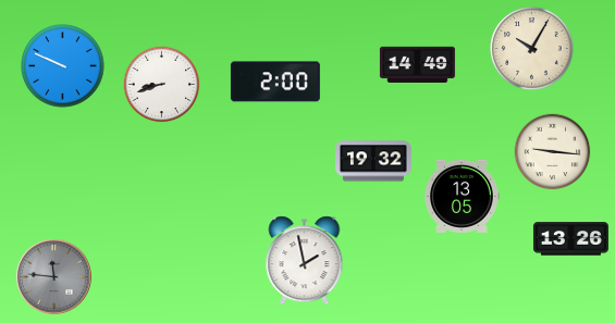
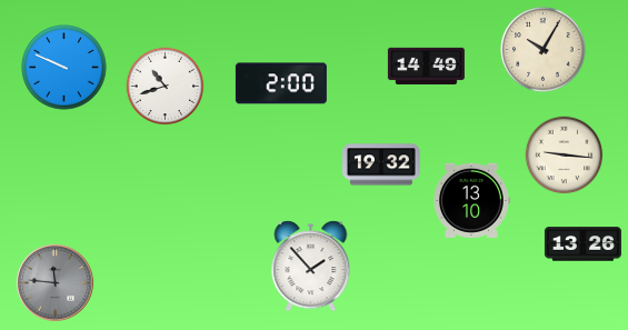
clock at (162, 85): 8:42 -> 10:42
clock at (463, 196): 13:05 -> 13:10
clock at (305, 261): 1:58 -> 1:53
